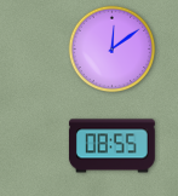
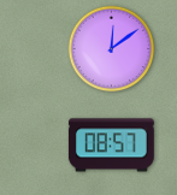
clock at (111, 146): 08:55 -> 08:57
